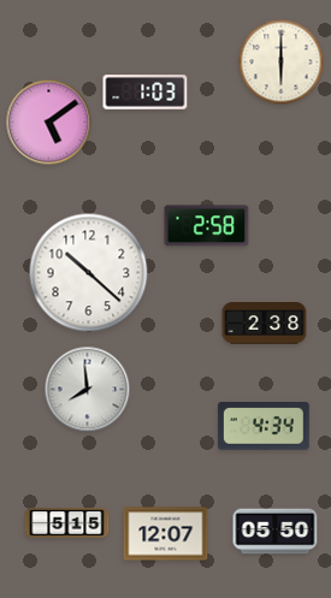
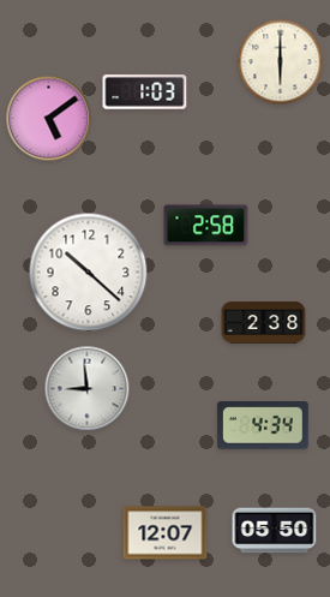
clock at (49, 123) position: (49, 123) -> (49, 119)
clock at (88, 390): 7:59 -> 8:59
clock at (67, 523): 5:15 -> none
